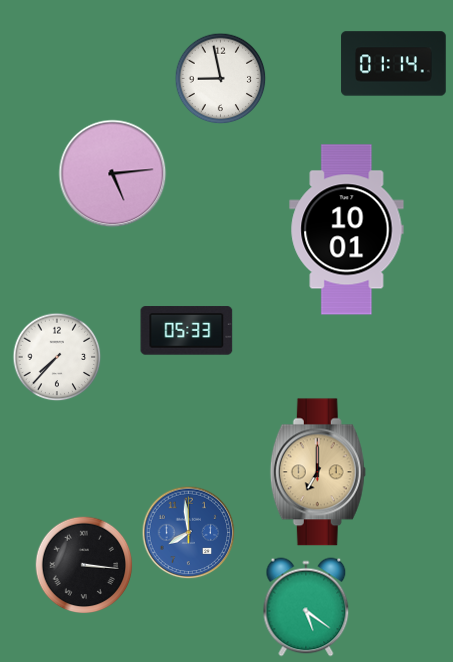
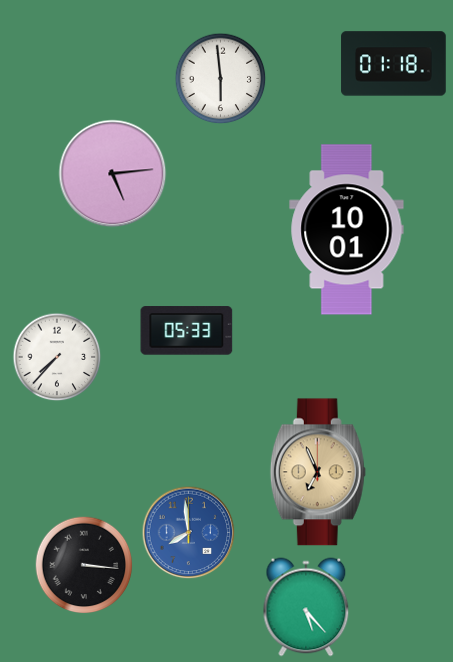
clock at (394, 64): 01:14 -> 01:18
clock at (221, 79): 8:58 -> 5:59
clock at (318, 472): 7:00 -> 6:56
clock at (306, 607): 5:21 -> 5:23
